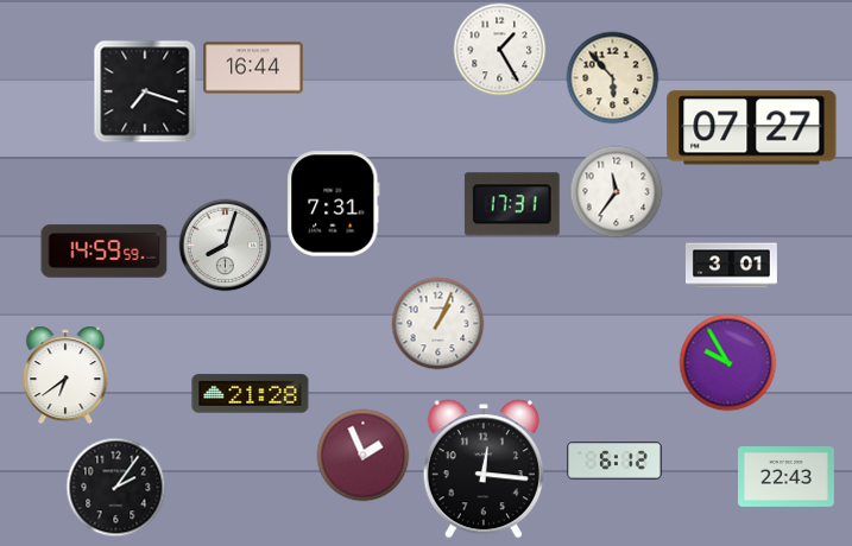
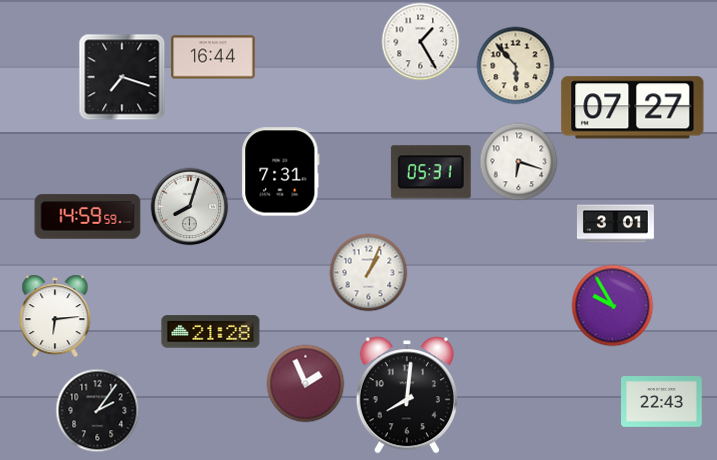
clock at (616, 191): 11:36 -> 6:18
clock at (512, 204): 17:31 -> 05:31
clock at (105, 252) position: (105, 252) -> (88, 217)
clock at (65, 375): 6:39 -> 6:14
clock at (616, 462): 6:12 -> none
clock at (484, 469): 12:16 -> 8:01
